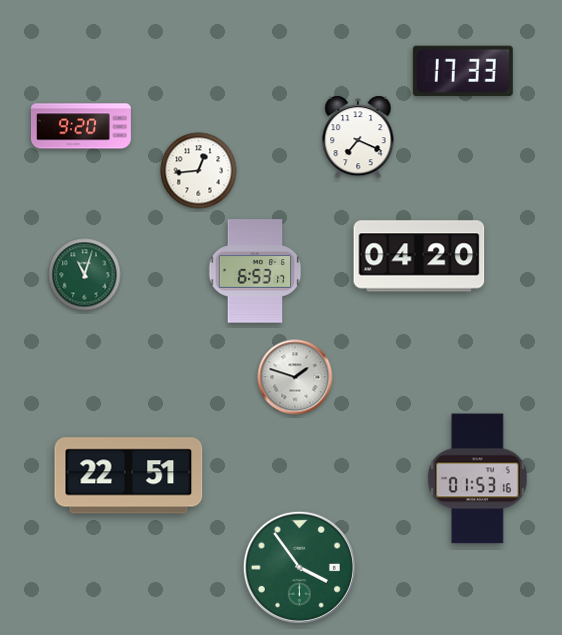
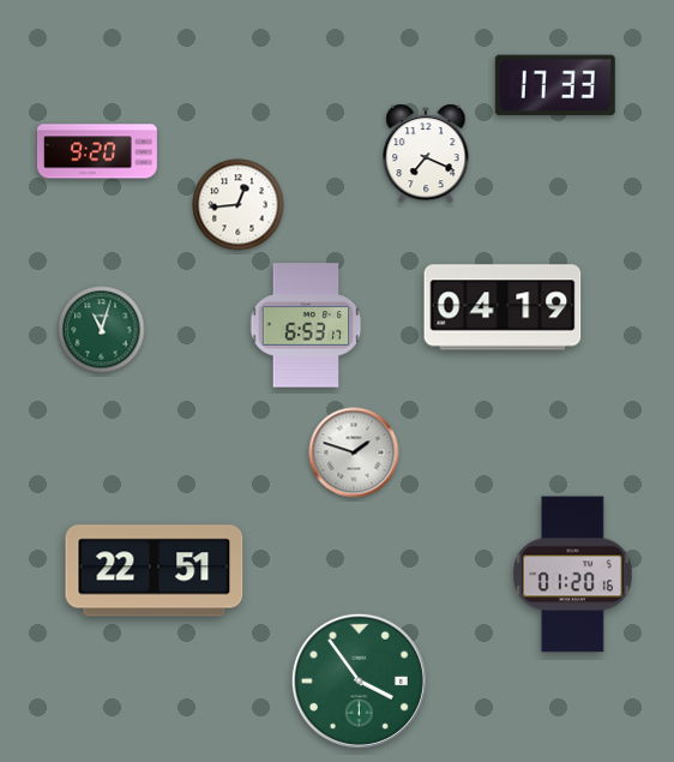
clock at (358, 137) position: (358, 137) -> (426, 154)
clock at (419, 256): 04:20 -> 04:19
clock at (477, 479): 01:53 -> 01:20
